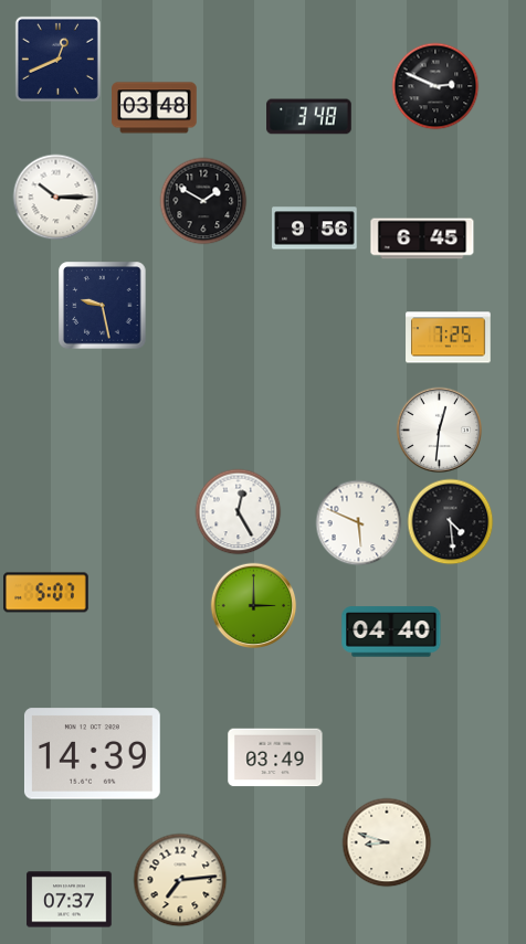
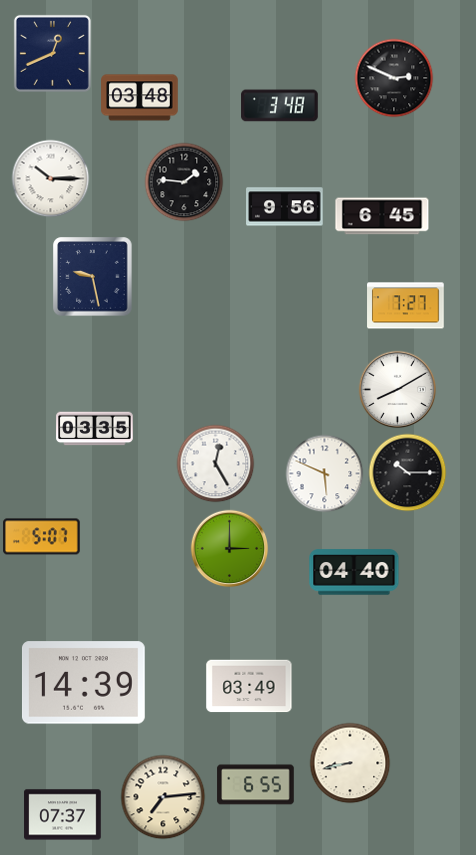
clock at (203, 201): 1:50 -> 1:46
clock at (449, 338): 7:25 -> 7:27
clock at (439, 429): 12:31 -> 8:10
clock at (95, 429): none -> 03:35
clock at (450, 521): 4:29 -> 10:15
clock at (387, 842): 8:48 -> 8:43
clock at (256, 785): none -> 6:55
